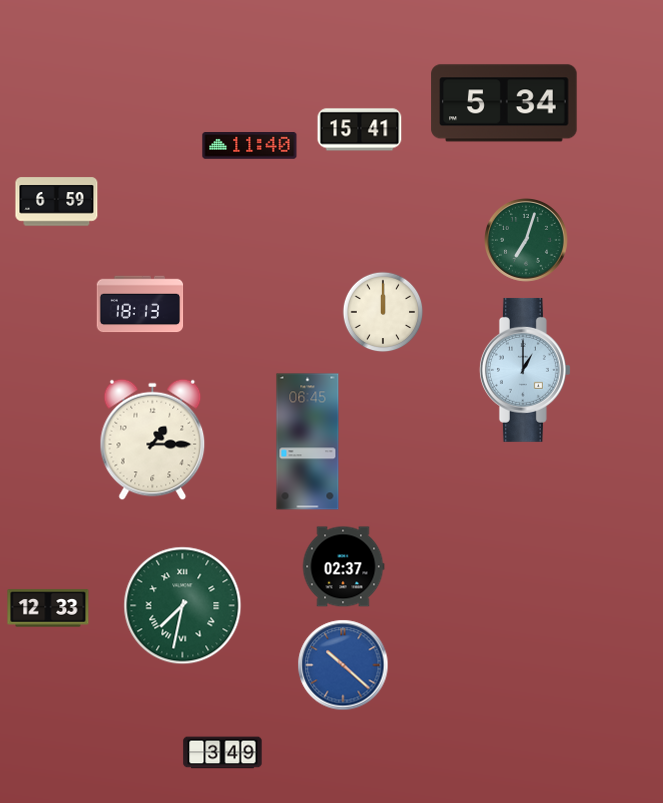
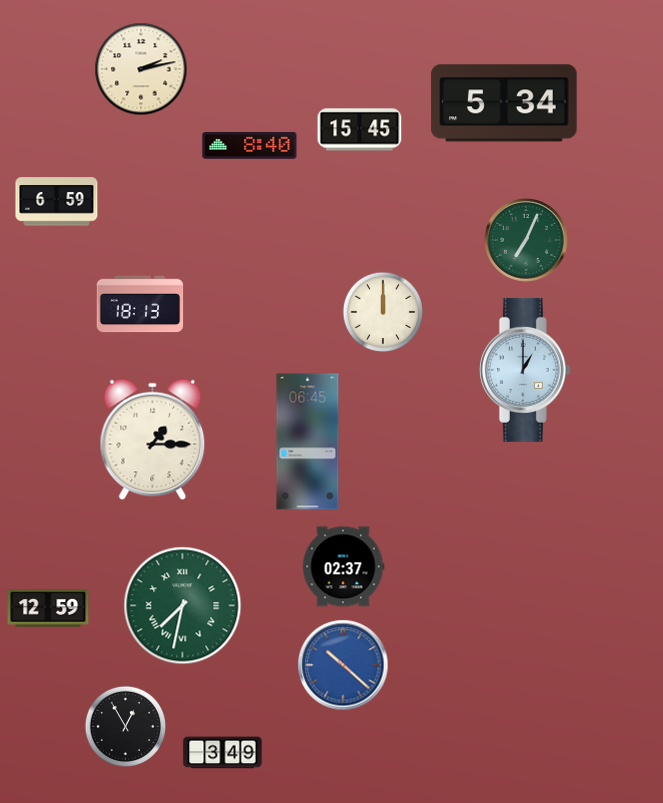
clock at (141, 69): none -> 2:13
clock at (360, 130): 15:41 -> 15:45
clock at (250, 146): 11:40 -> 8:40
clock at (527, 241): 7:03 -> 7:04
clock at (48, 608): 12:33 -> 12:59
clock at (125, 726): none -> 12:55
